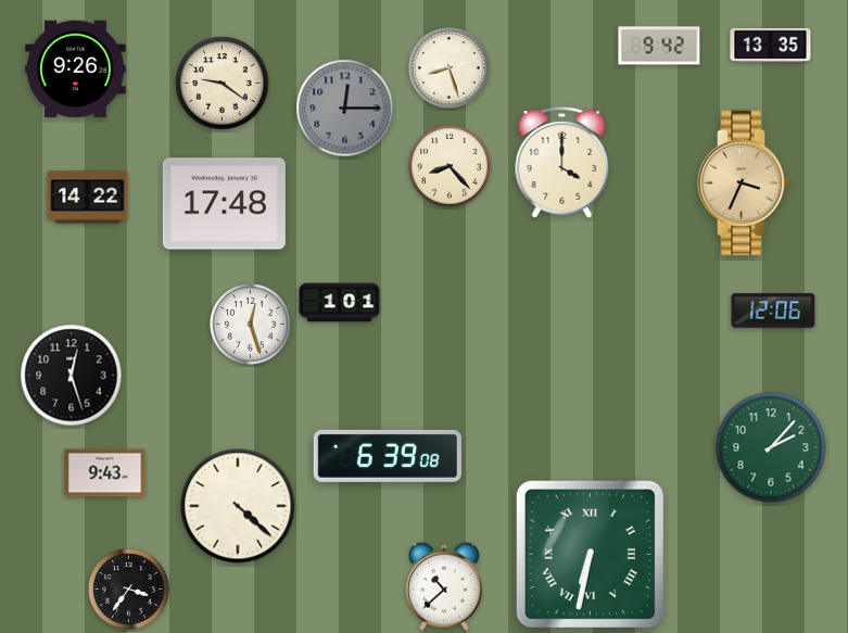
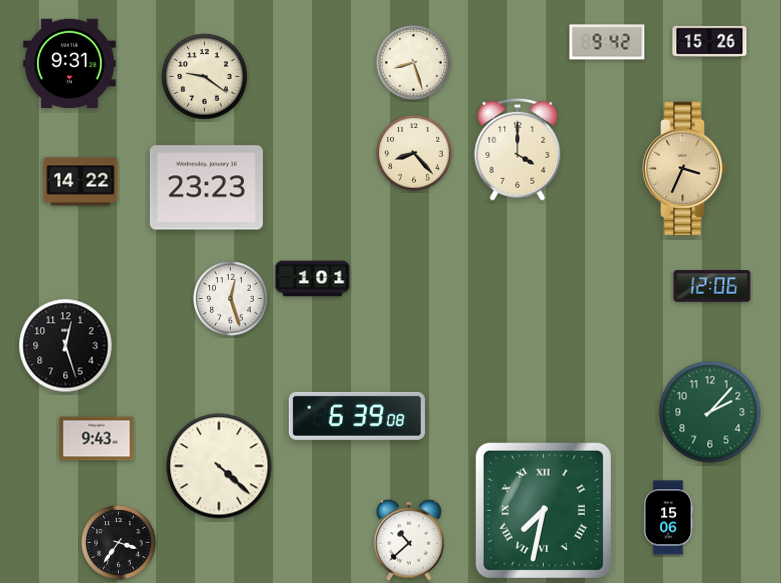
clock at (771, 45): 13:35 -> 15:26
clock at (76, 69): 9:26 -> 9:31
clock at (345, 109): 12:15 -> none
clock at (224, 204): 17:48 -> 23:23
clock at (388, 456) position: (388, 456) -> (357, 416)
clock at (105, 473) position: (105, 473) -> (97, 439)
clock at (590, 554): 6:32 -> 7:32
clock at (668, 518): none -> 15:06
